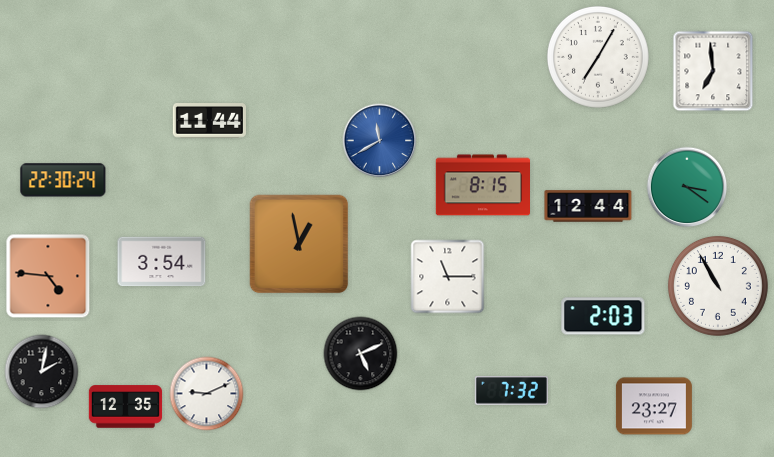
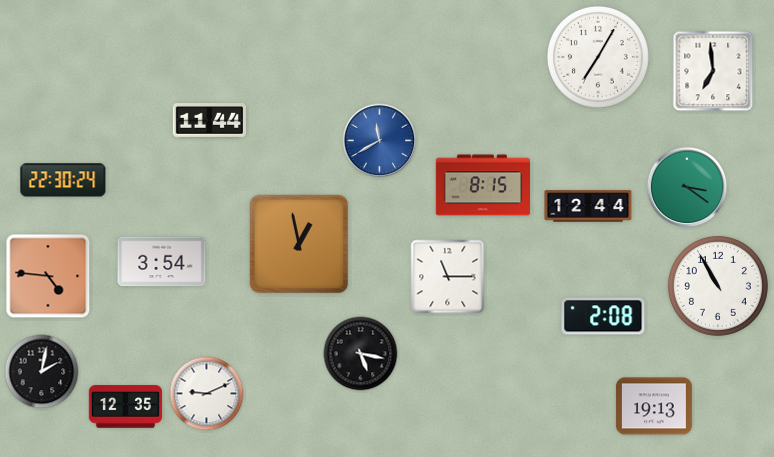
clock at (603, 316): 2:03 -> 2:08
clock at (361, 354): 5:11 -> 5:17
clock at (511, 391): 7:32 -> none
clock at (654, 406): 23:27 -> 19:13
